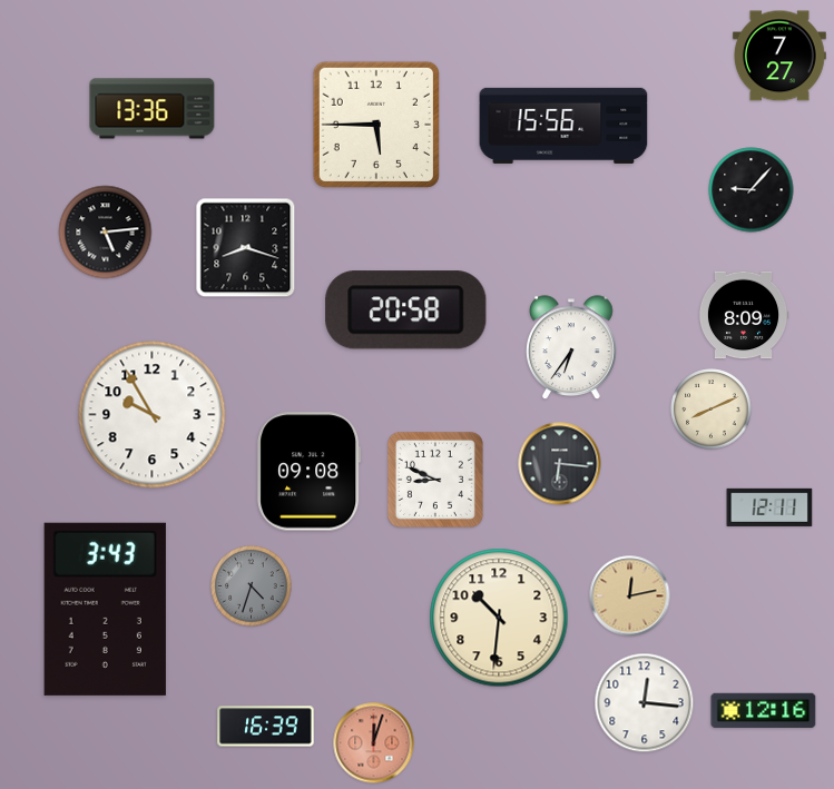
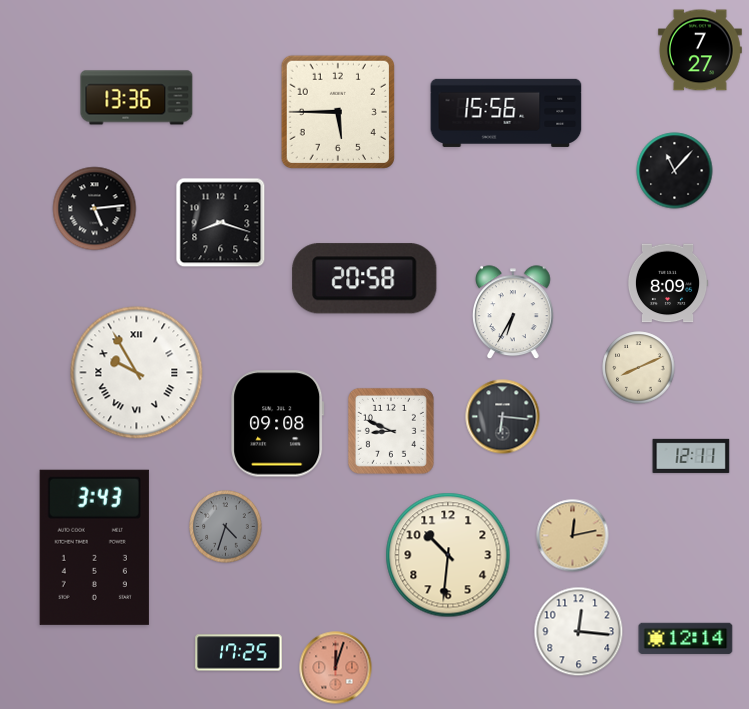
clock at (752, 190): 9:07 -> 11:07
clock at (572, 348): 6:36 -> 6:35
clock at (153, 415) numerals: Arabic -> Roman
clock at (630, 596) position: (630, 596) -> (573, 536)
clock at (764, 710): 12:16 -> 12:14
clock at (266, 727): 16:39 -> 17:25
